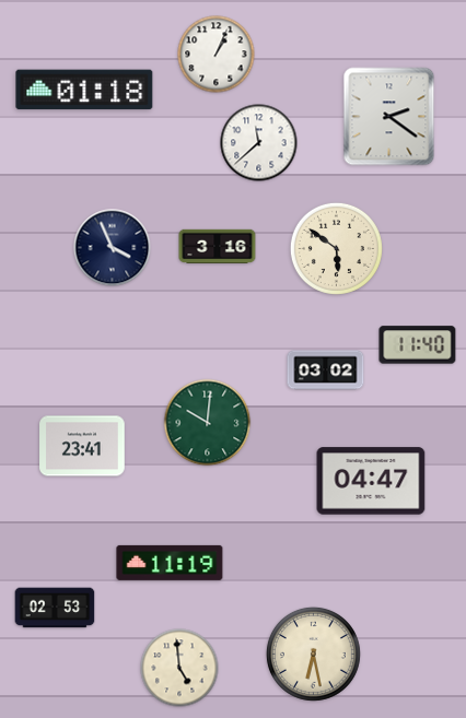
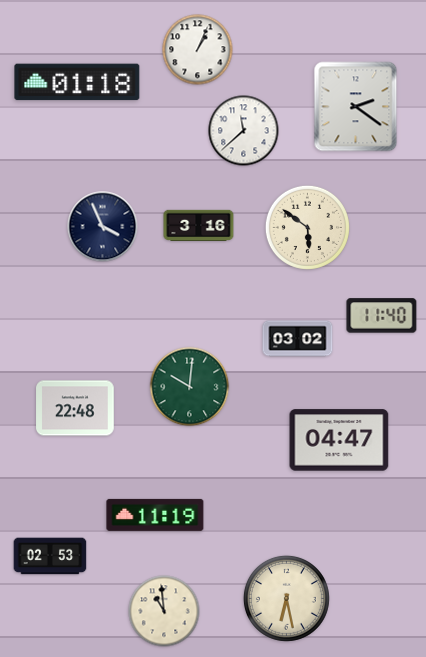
clock at (259, 143) position: (259, 143) -> (244, 131)
clock at (82, 446): 23:41 -> 22:48
clock at (179, 668): 4:59 -> 10:59
